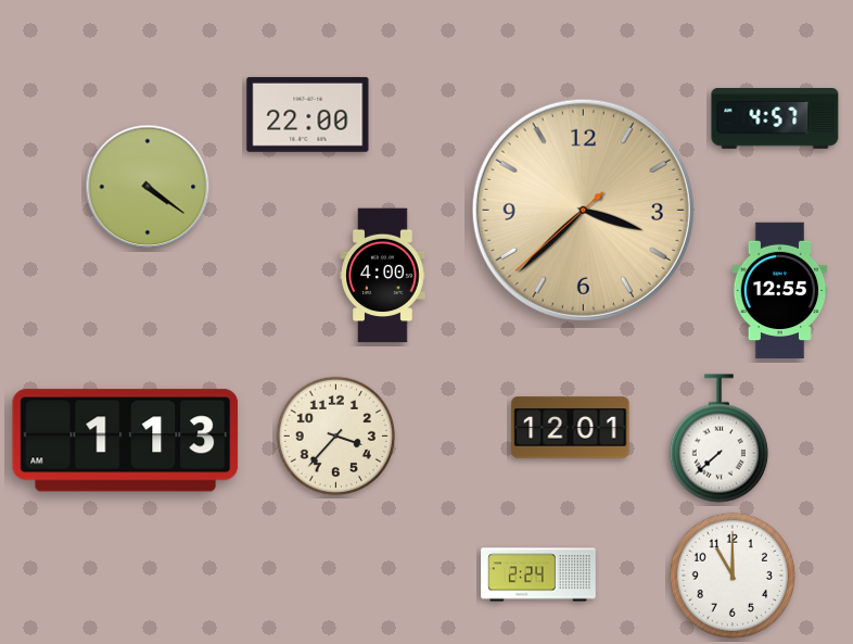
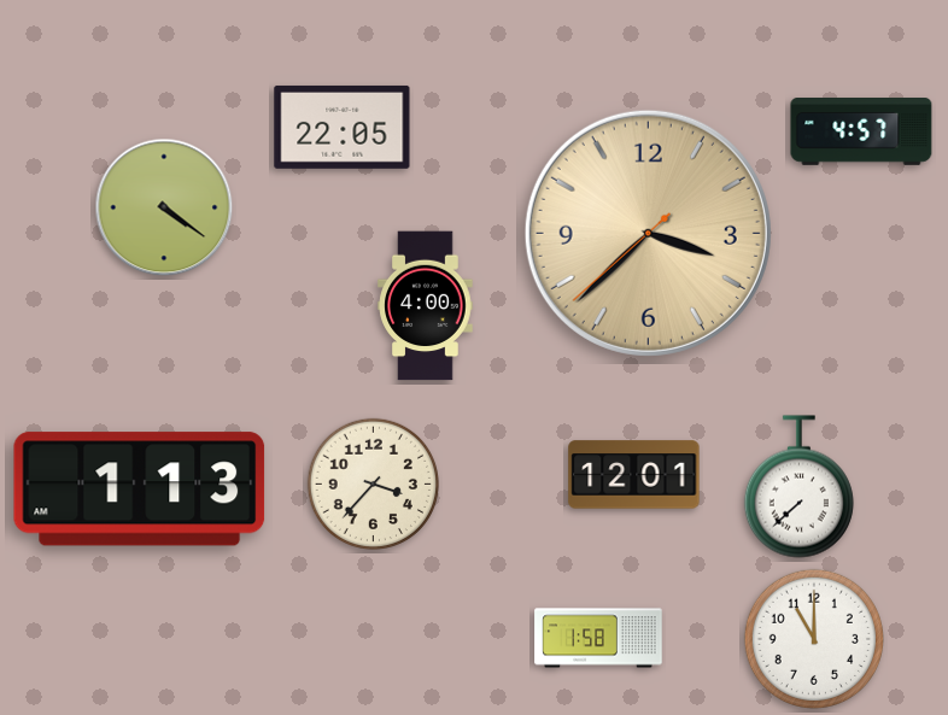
clock at (308, 114): 22:00 -> 22:05
clock at (780, 291): 12:55 -> none
clock at (538, 574): 2:24 -> 1:58
